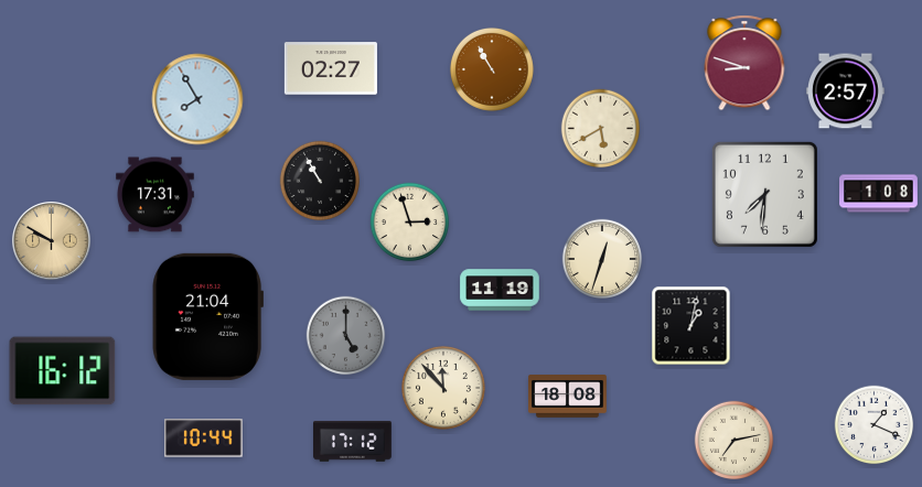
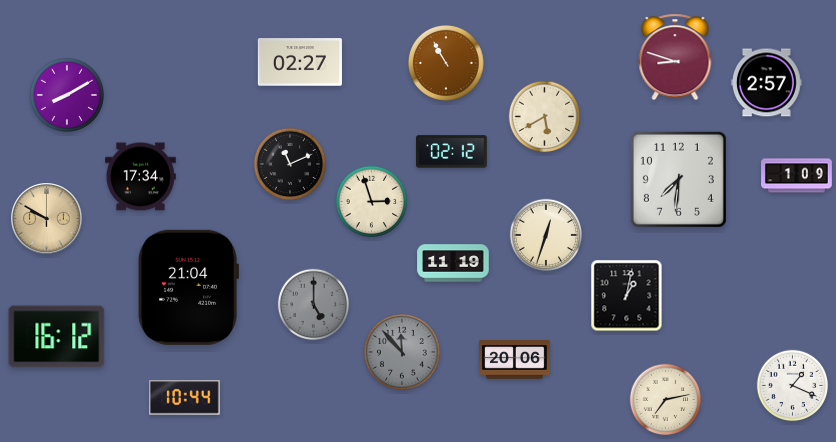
clock at (197, 99): 7:55 -> none
clock at (67, 95): none -> 8:10
clock at (452, 152): none -> 02:12
clock at (319, 180): 10:55 -> 11:11
clock at (764, 194) position: (764, 194) -> (678, 179)
clock at (879, 194): 1:08 -> 1:09
clock at (156, 195): 17:31 -> 17:34
clock at (443, 388) dial: cream -> grey
clock at (568, 397): 18:08 -> 20:06
clock at (353, 442): 17:12 -> none
